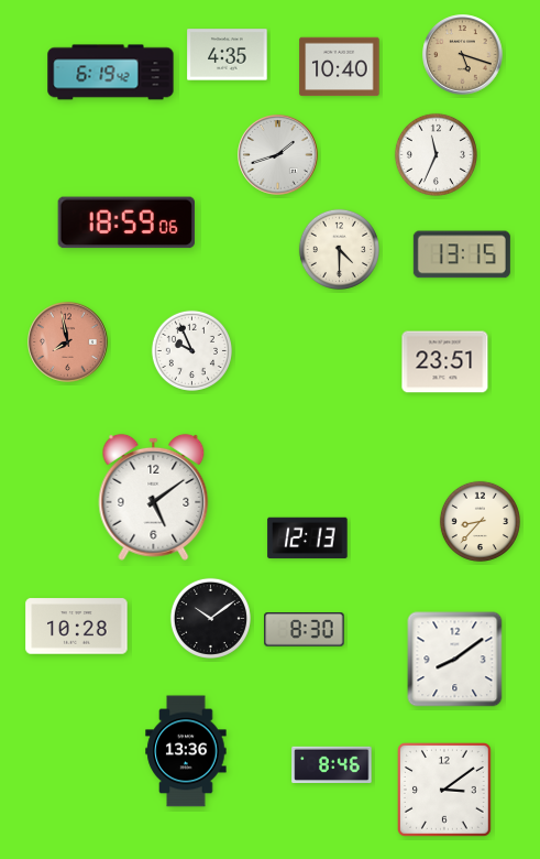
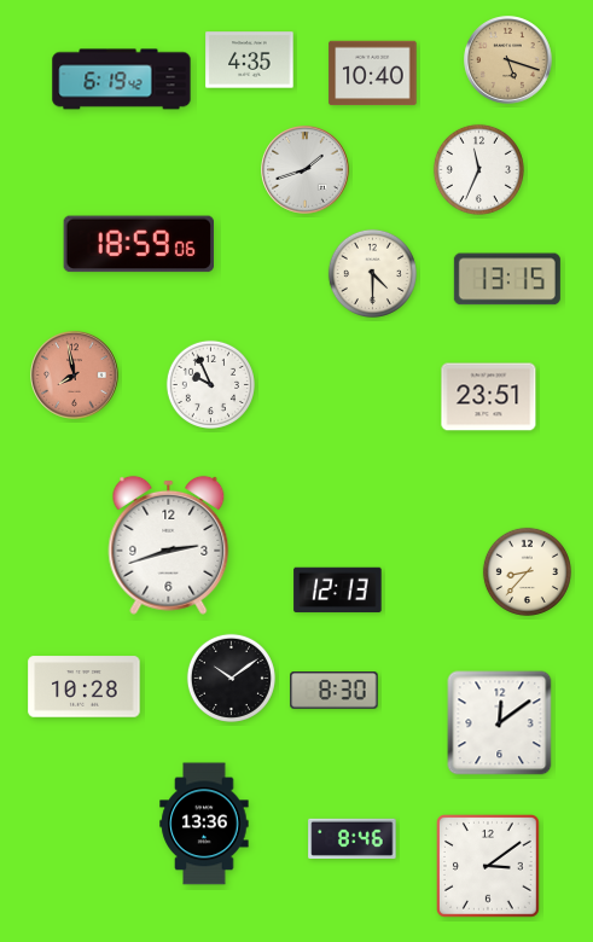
clock at (154, 497): 5:09 -> 2:42
clock at (455, 660): 8:09 -> 12:09
clock at (332, 764) position: (332, 764) -> (353, 838)
